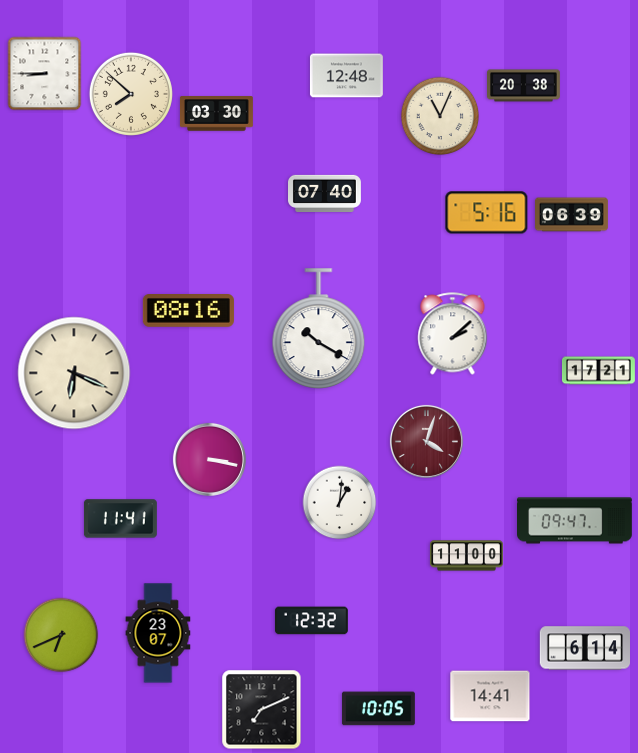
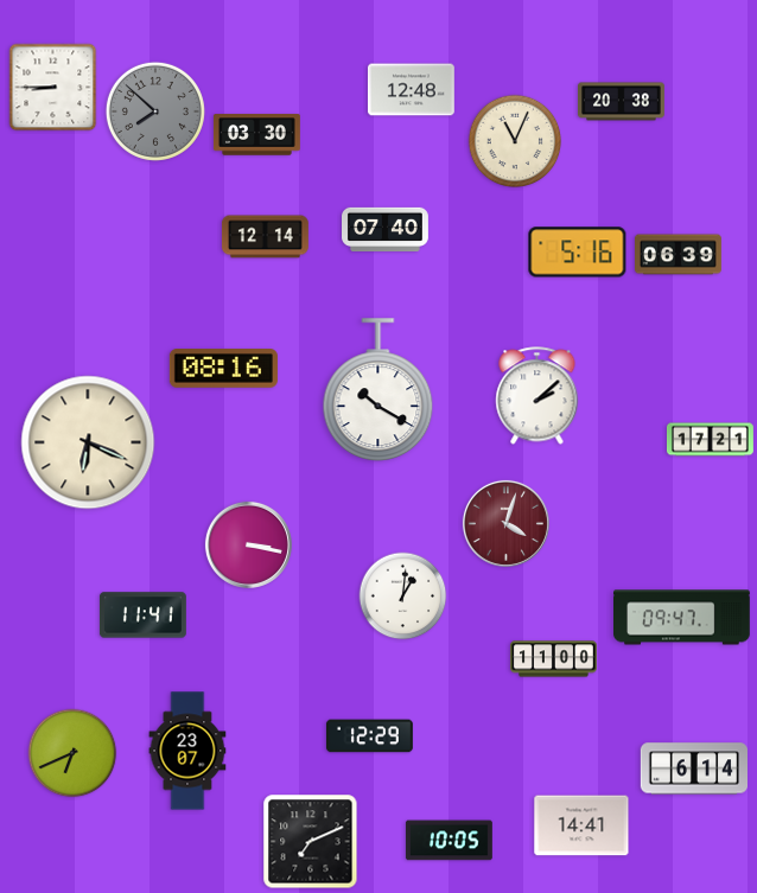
clock at (131, 94) dial: cream -> grey
clock at (440, 116) position: (440, 116) -> (515, 141)
clock at (265, 237): none -> 12:14
clock at (311, 621): 12:32 -> 12:29
